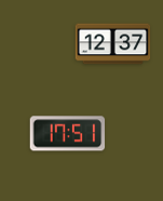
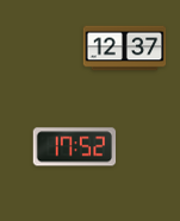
clock at (68, 134): 17:51 -> 17:52
